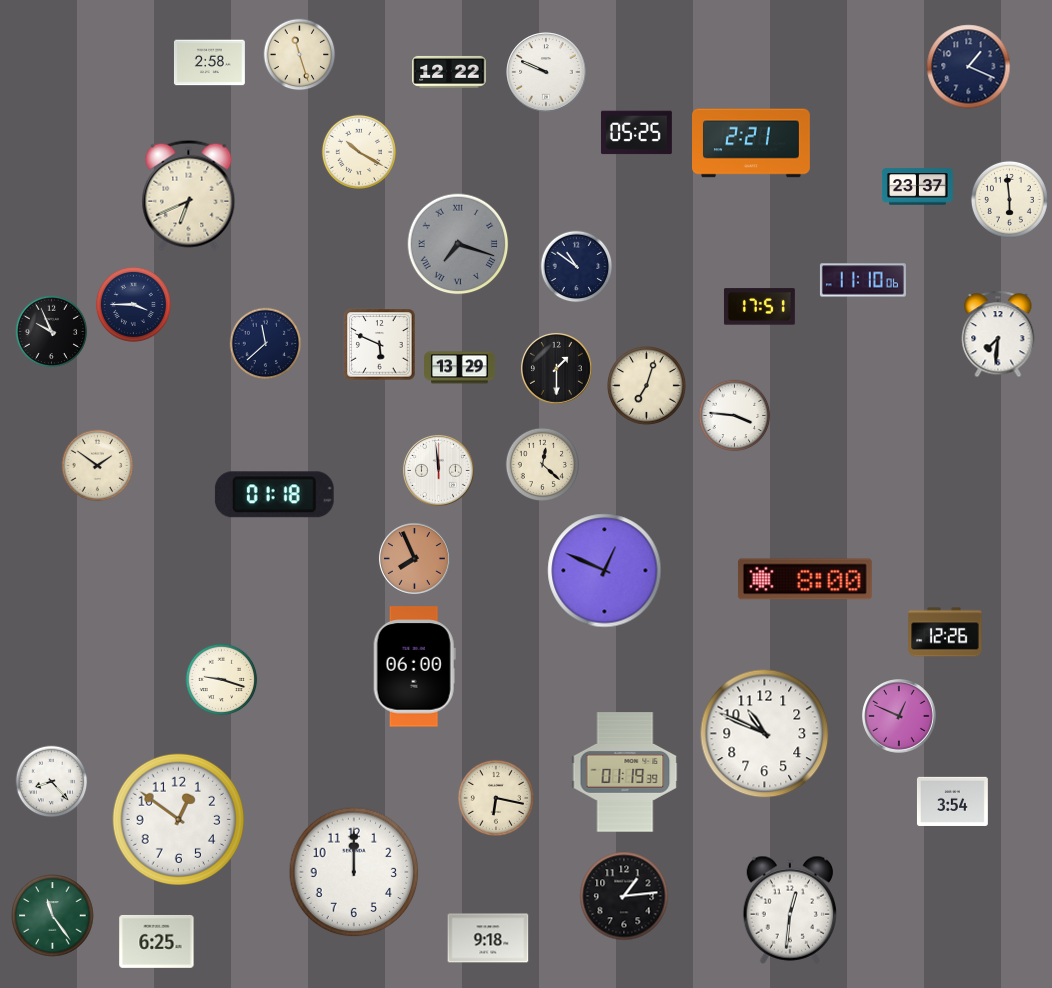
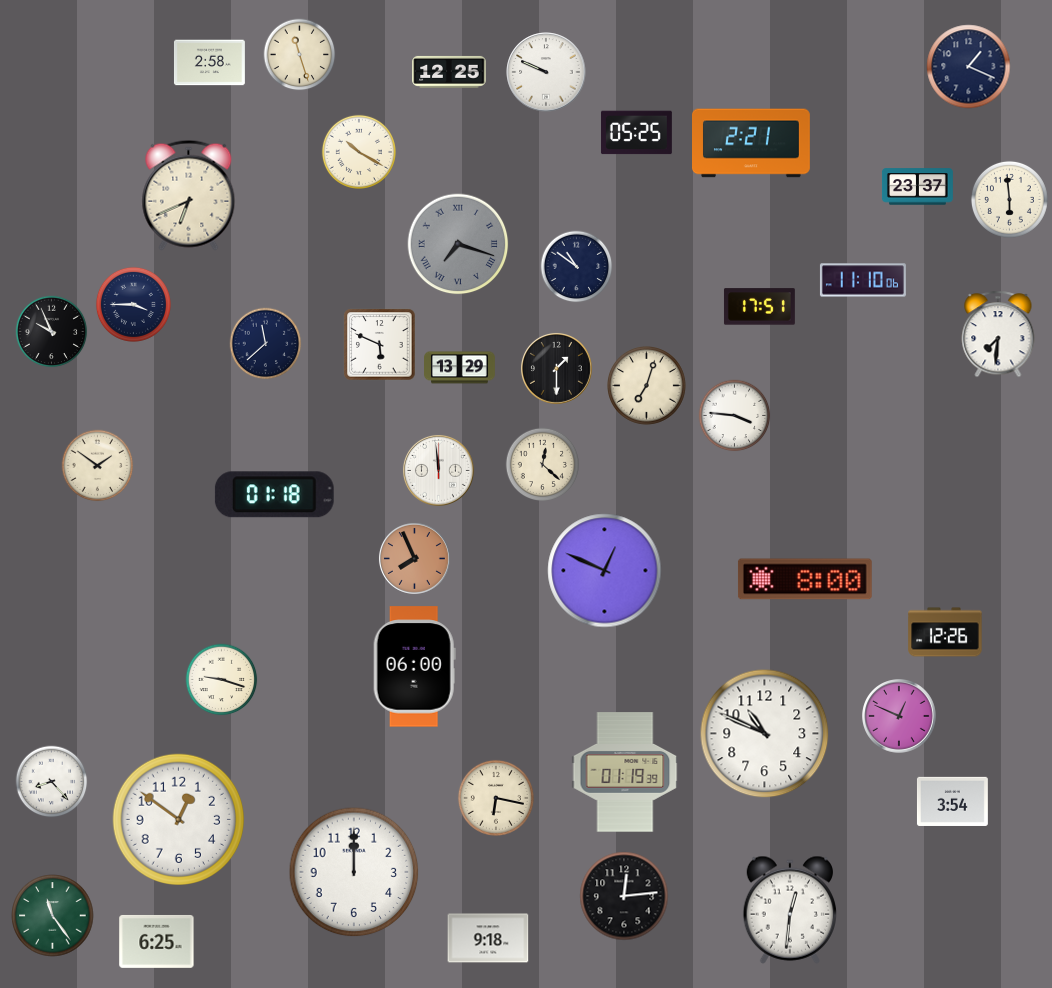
clock at (449, 72): 12:22 -> 12:25
clock at (624, 896): 1:14 -> 12:14
